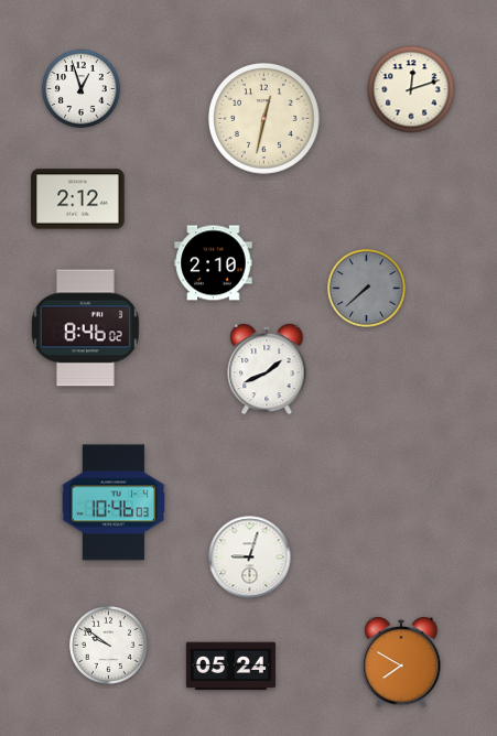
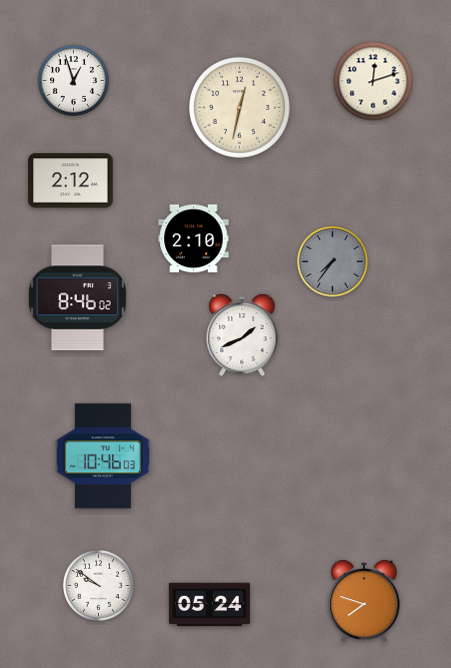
clock at (366, 288): 7:38 -> 7:36
clock at (250, 558): 9:03 -> none
clock at (401, 662): 7:50 -> 7:48
